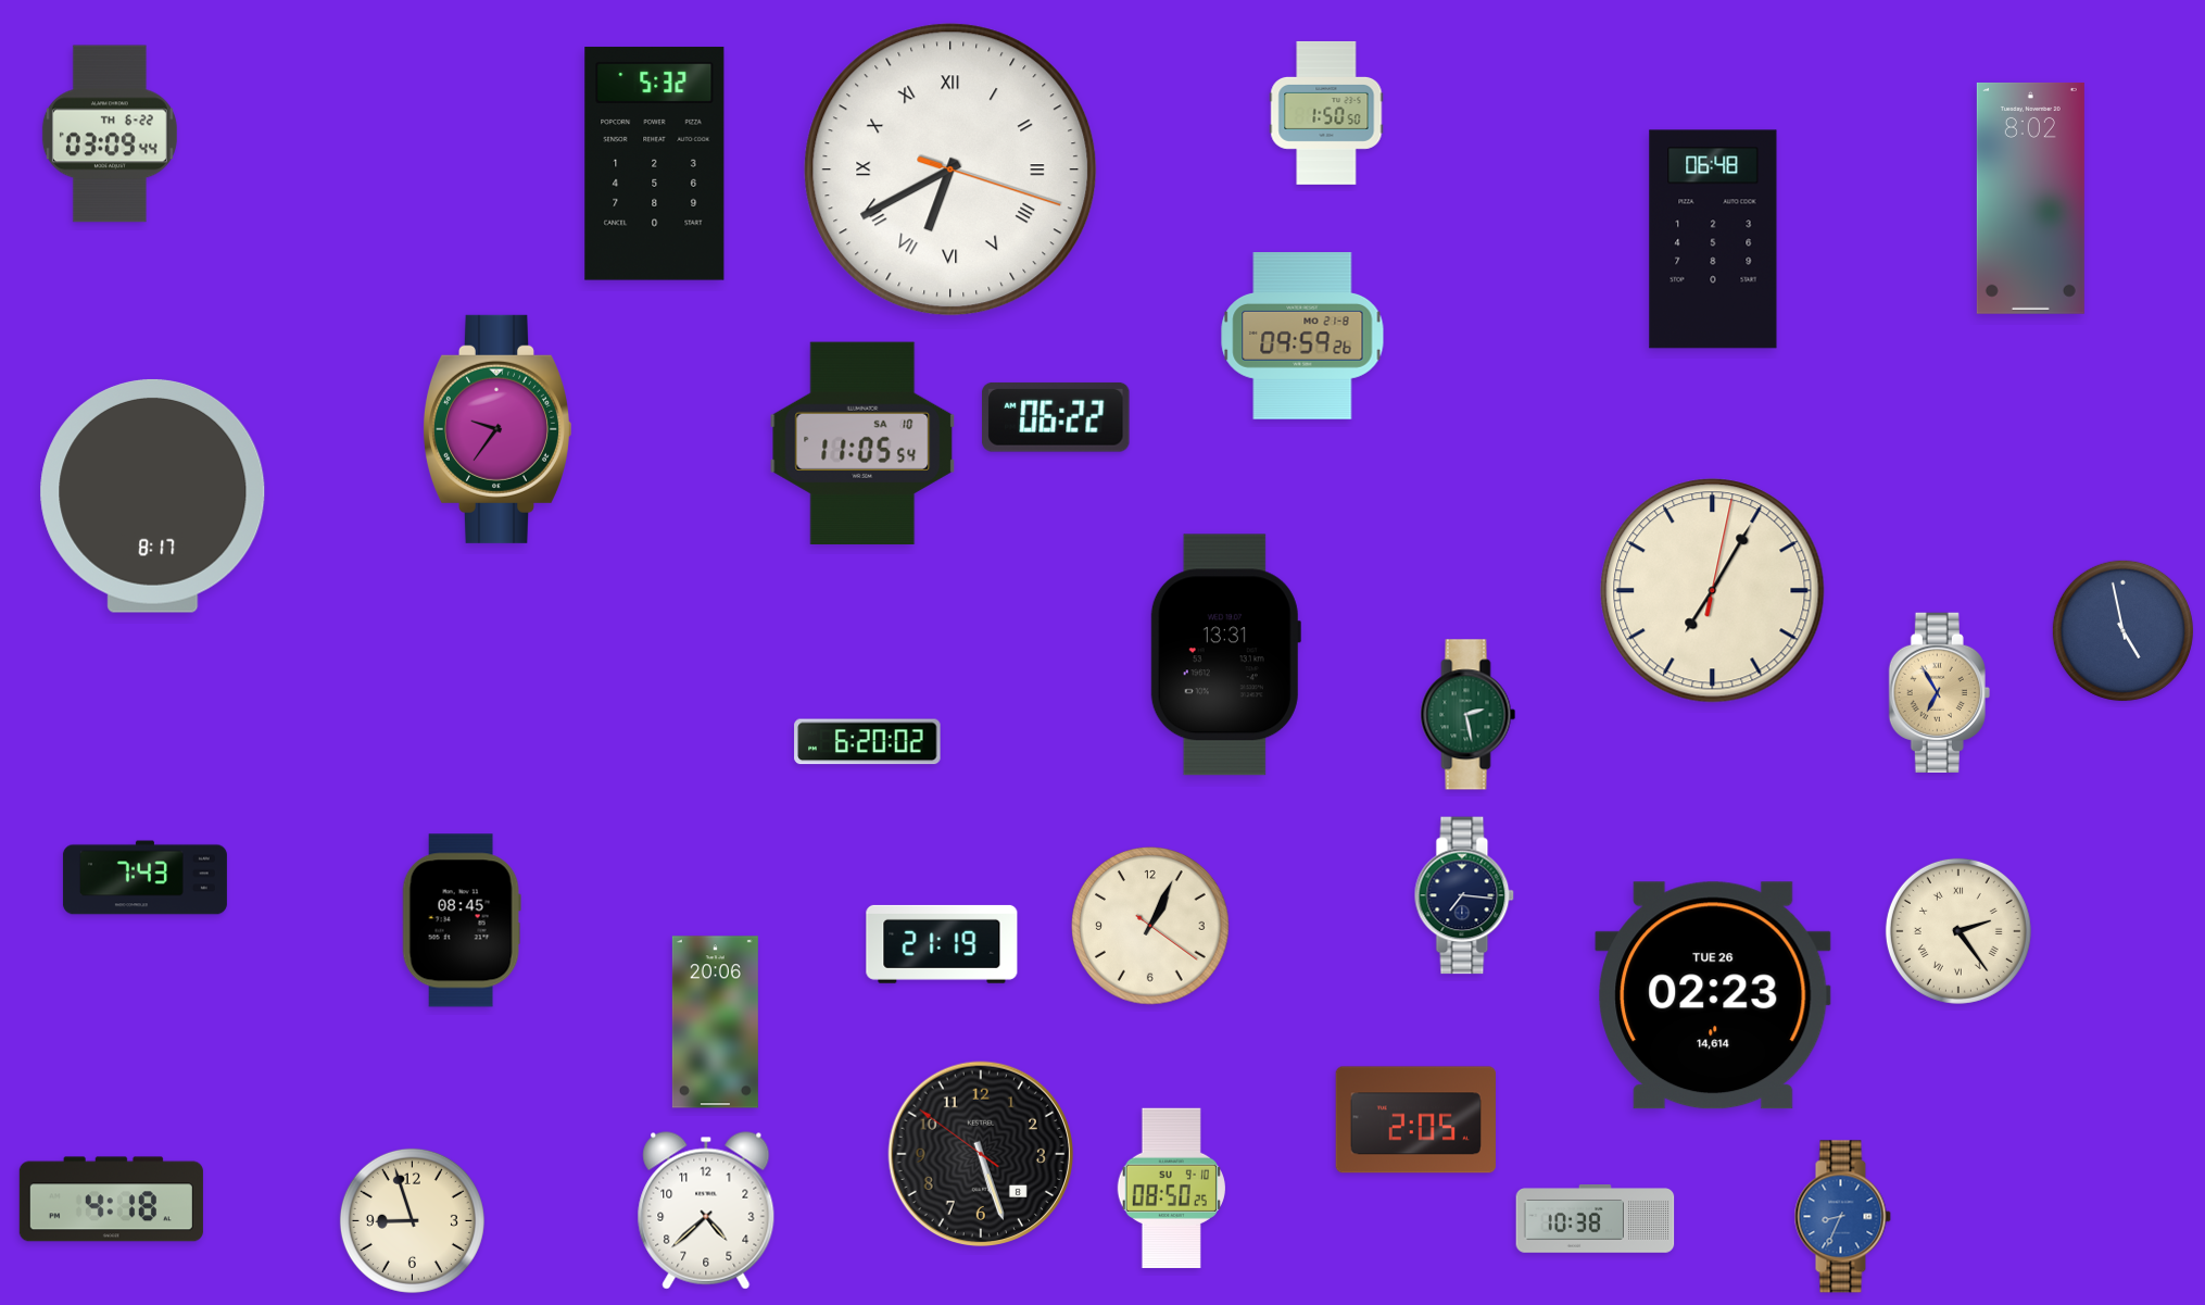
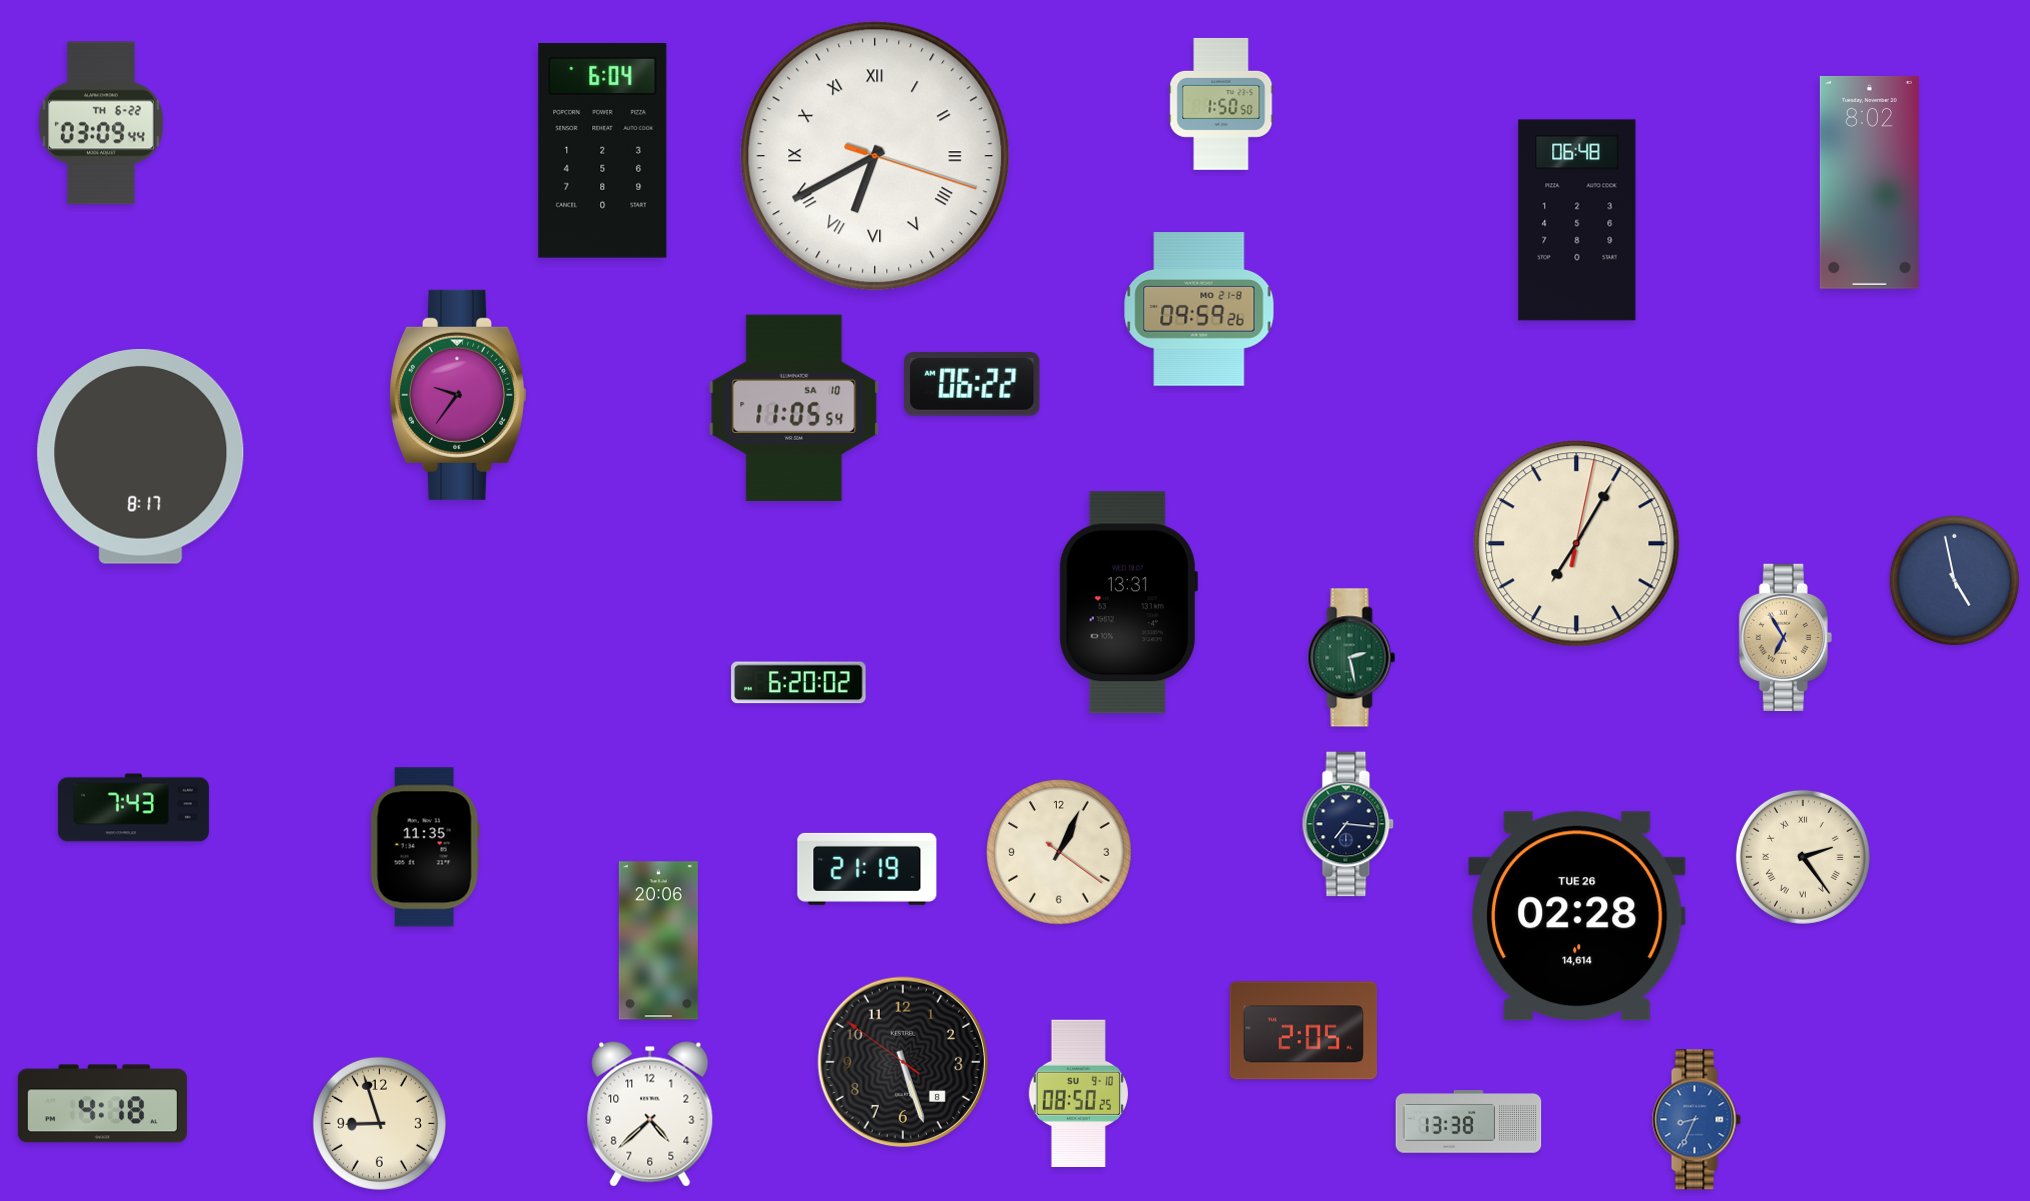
clock at (655, 164): 5:32 -> 6:04
clock at (462, 920): 08:45 -> 11:35
clock at (1713, 995): 02:23 -> 02:28
clock at (1596, 1219): 10:38 -> 13:38
